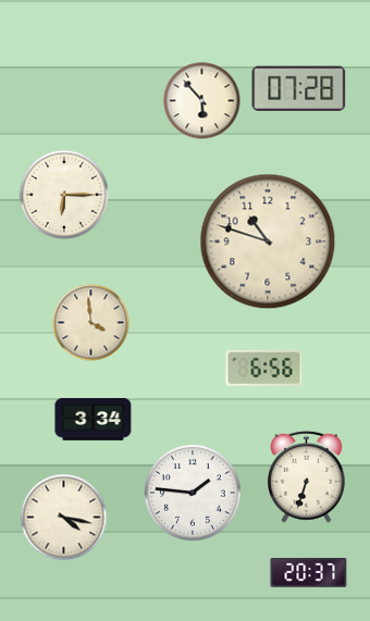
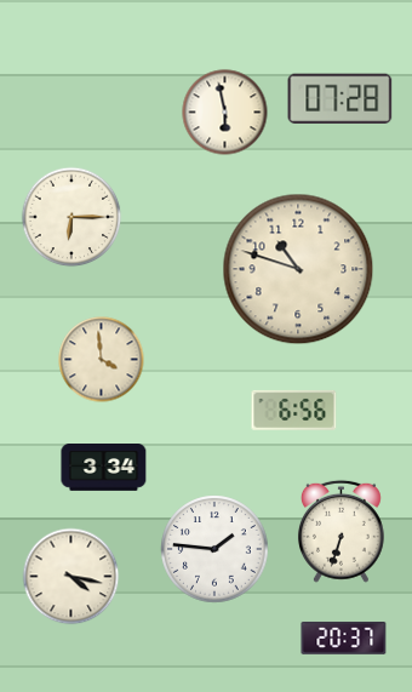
clock at (299, 88) position: (299, 88) -> (341, 98)
clock at (202, 101): 5:53 -> 5:58
